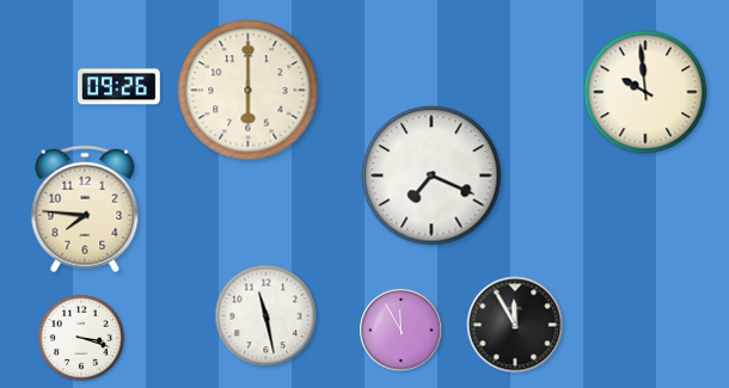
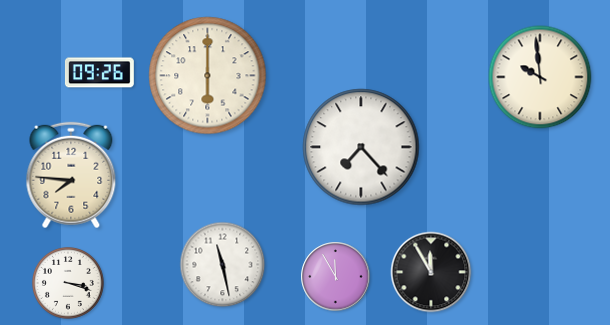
clock at (431, 175): 7:19 -> 7:23
